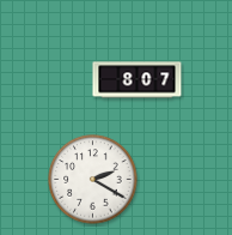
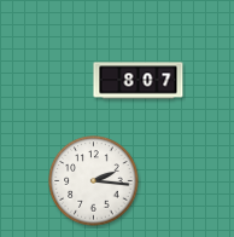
clock at (93, 180): 2:20 -> 2:16
